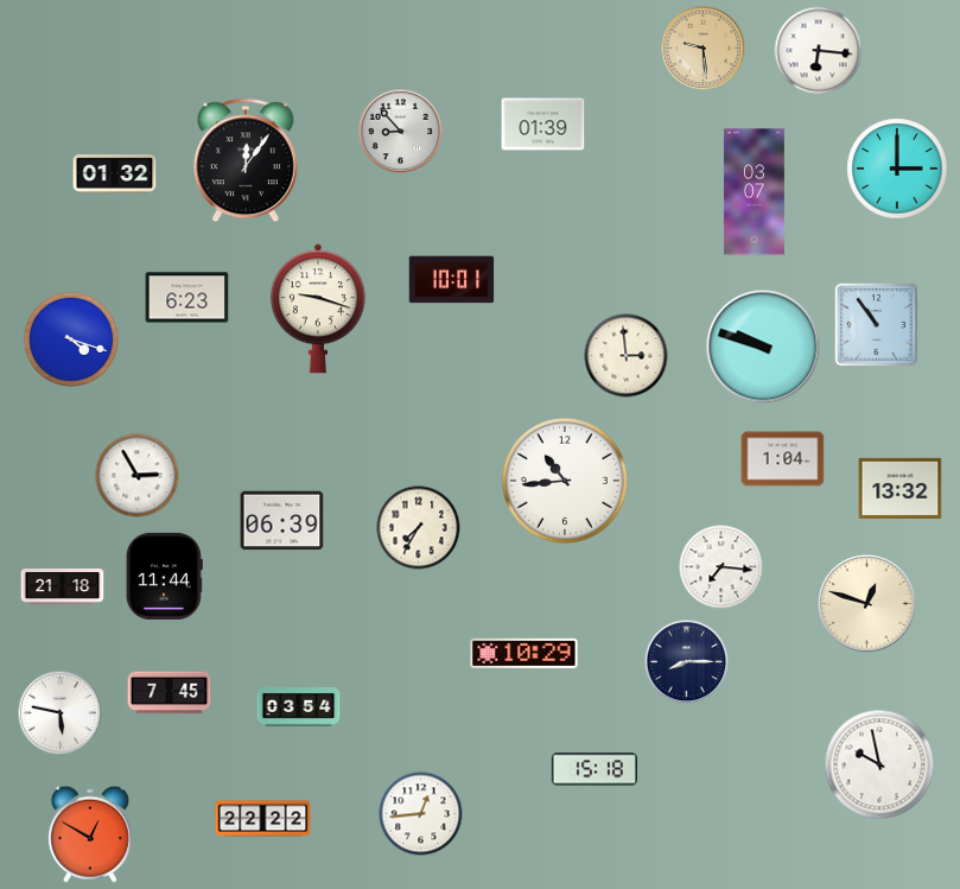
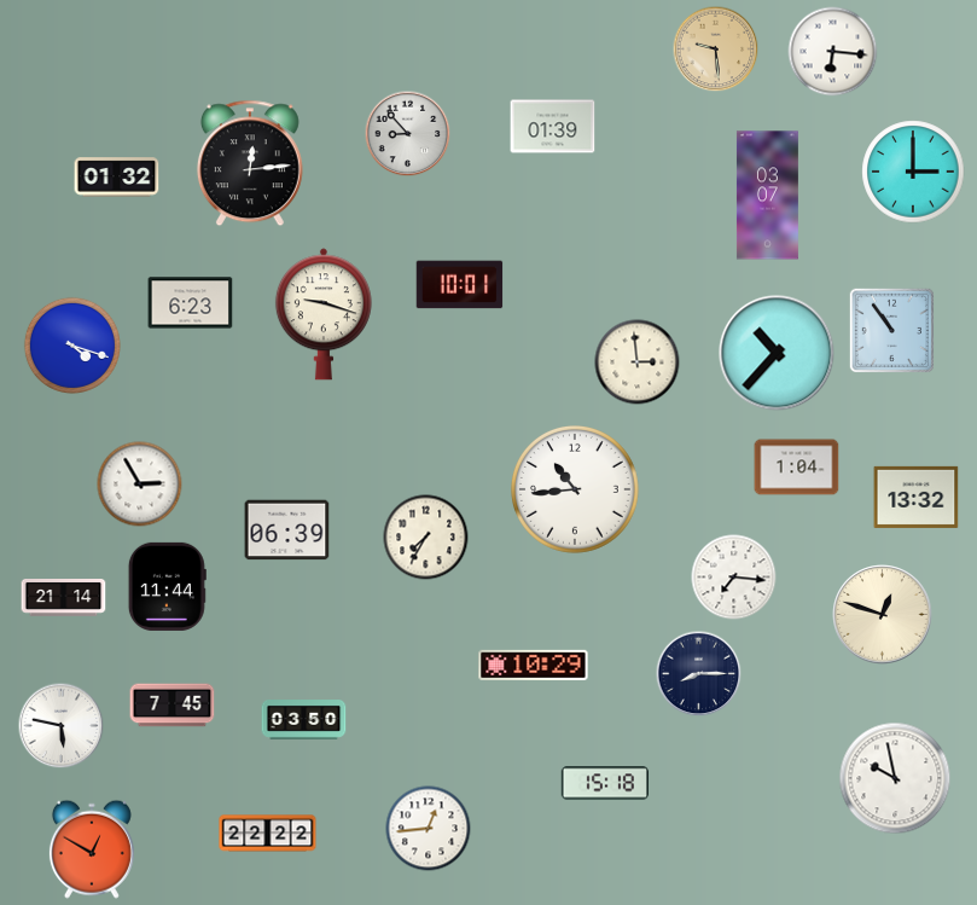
clock at (246, 160): 12:06 -> 12:14
clock at (763, 347): 9:48 -> 10:37
clock at (63, 588): 21:18 -> 21:14
clock at (299, 707): 03:54 -> 03:50
